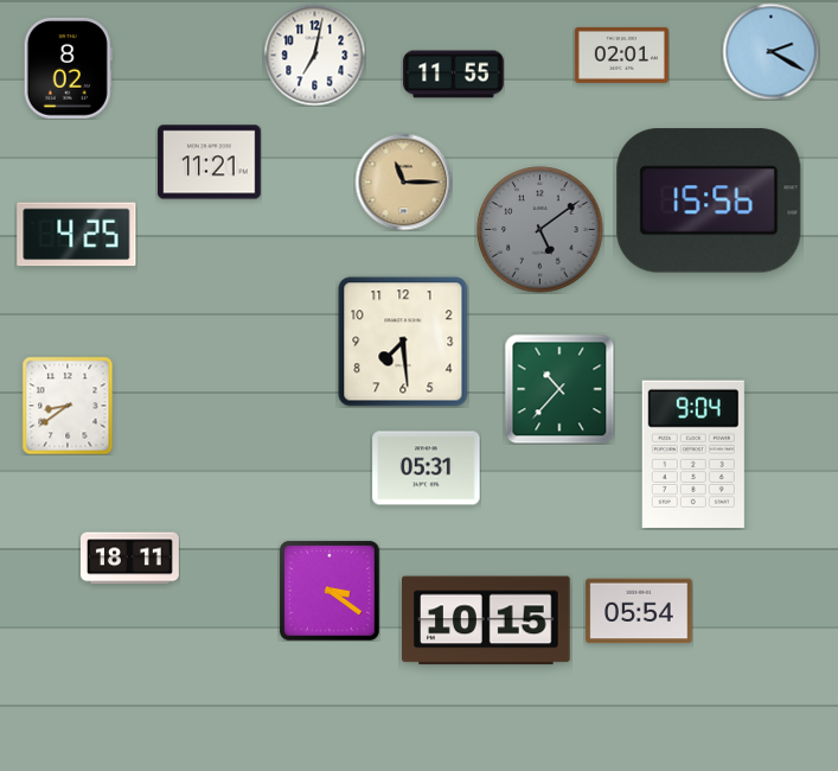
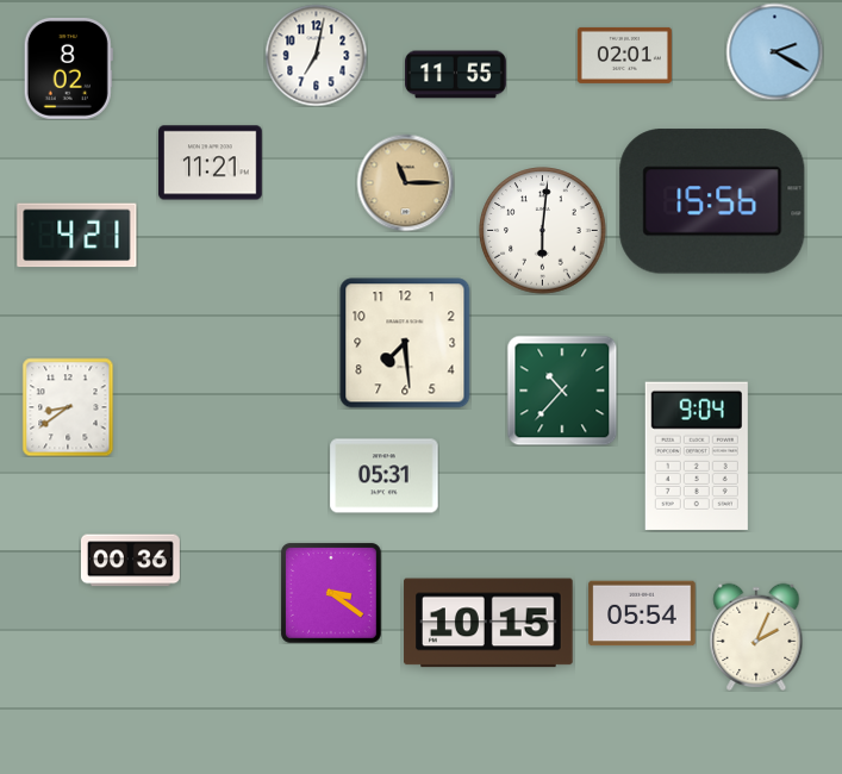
clock at (540, 230): 5:09 -> 6:01
clock at (540, 230) dial: grey -> white
clock at (77, 235): 4:25 -> 4:21
clock at (427, 469) position: (427, 469) -> (385, 476)
clock at (129, 559): 18:11 -> 00:36
clock at (756, 636): none -> 2:04
